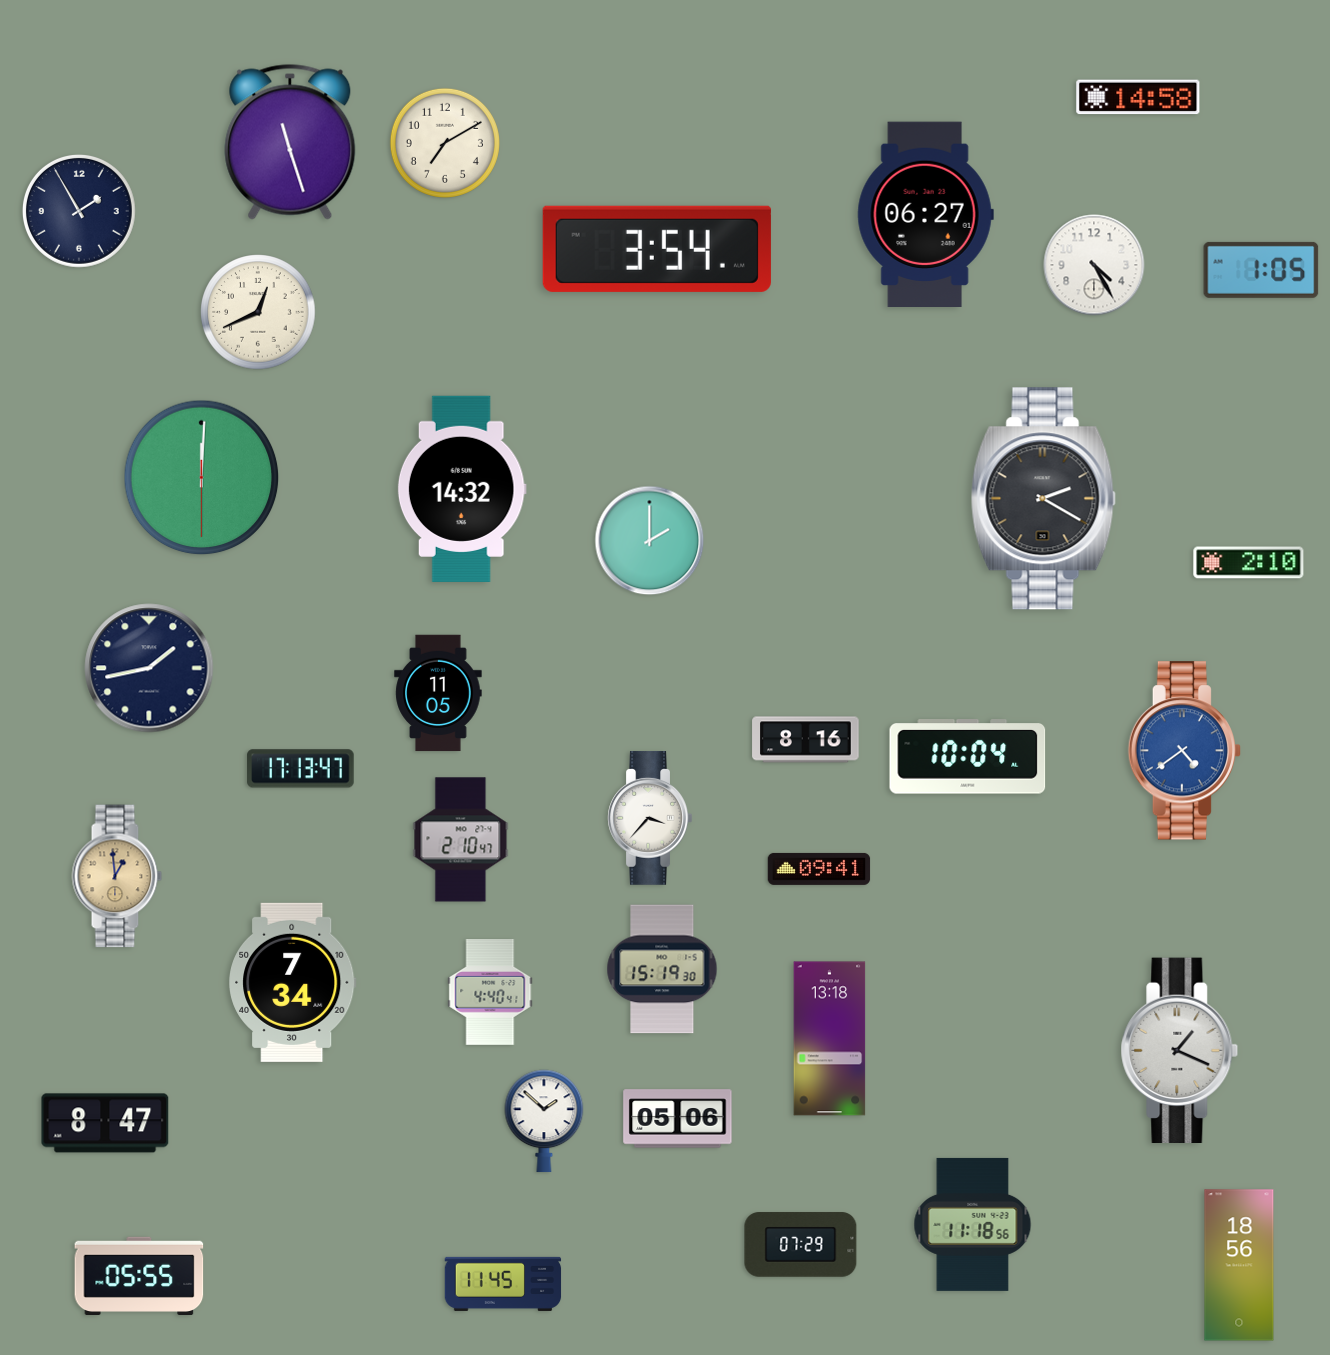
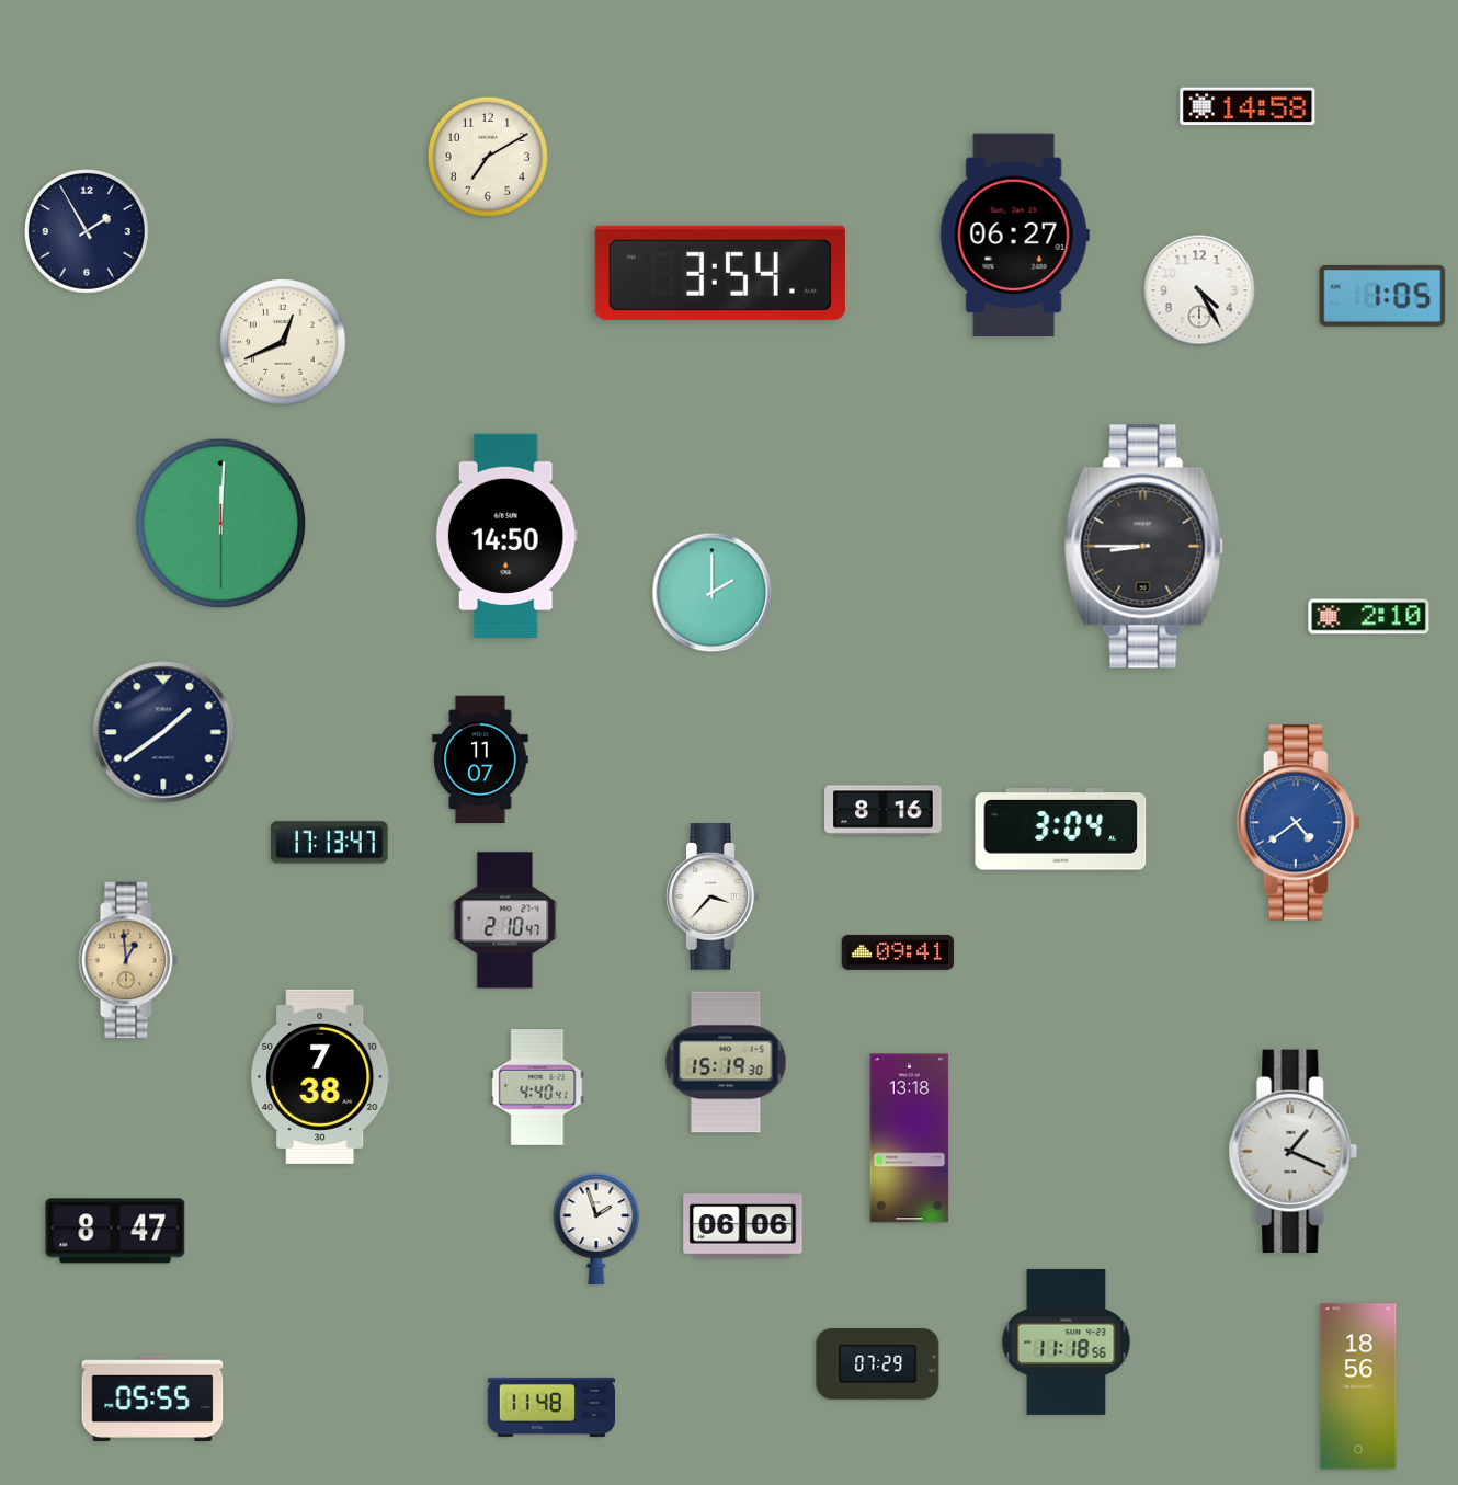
clock at (290, 142): 11:27 -> none
clock at (462, 489): 14:32 -> 14:50
clock at (1043, 499): 2:20 -> 8:45
clock at (149, 668): 1:43 -> 1:39
clock at (438, 693): 11:05 -> 11:07
clock at (968, 757): 10:04 -> 3:04
clock at (293, 982): 7:34 -> 7:38
clock at (678, 1119): 05:06 -> 06:06
clock at (544, 1121): 1:52 -> 1:57
clock at (503, 1284): 11:45 -> 11:48
